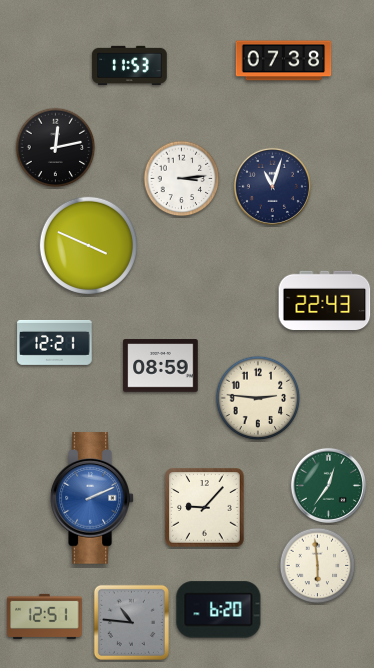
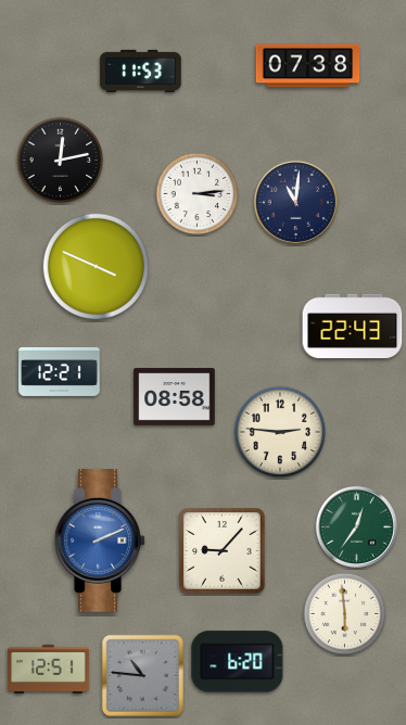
clock at (272, 186): 11:03 -> 11:01
clock at (161, 366): 08:59 -> 08:58
